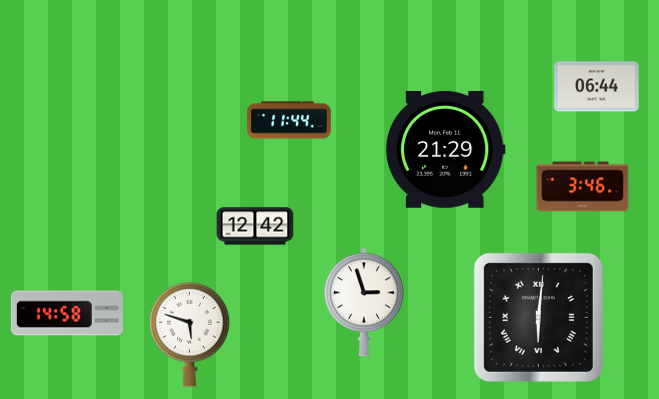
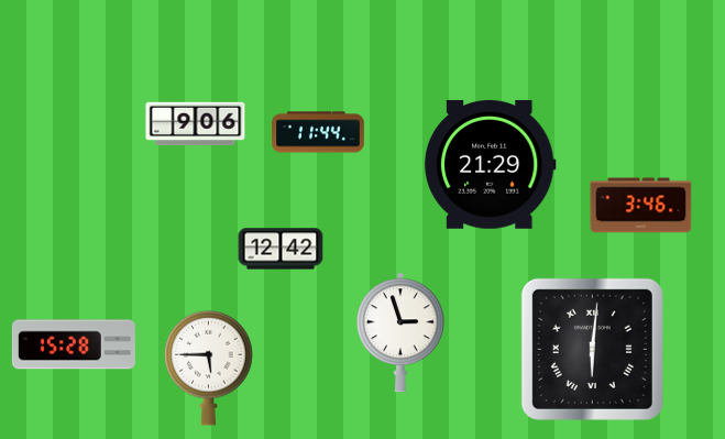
clock at (597, 87): 06:44 -> none
clock at (196, 124): none -> 9:06
clock at (67, 313): 14:58 -> 15:28
clock at (190, 334): 5:48 -> 5:45
